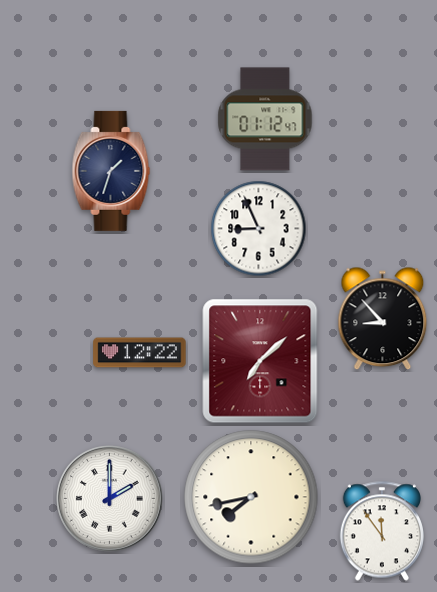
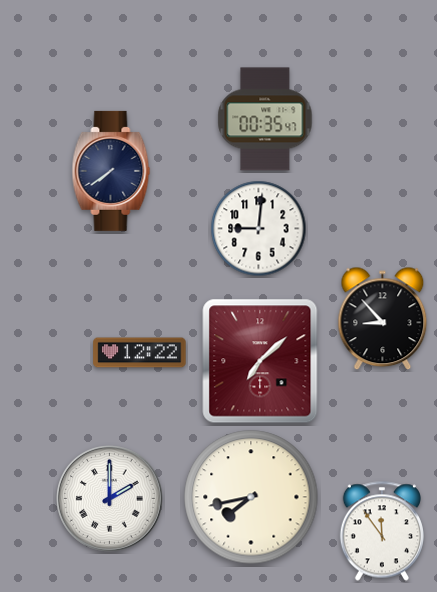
clock at (265, 119): 01:12 -> 00:35
clock at (111, 171): 1:33 -> 7:39
clock at (259, 229): 8:56 -> 9:01
